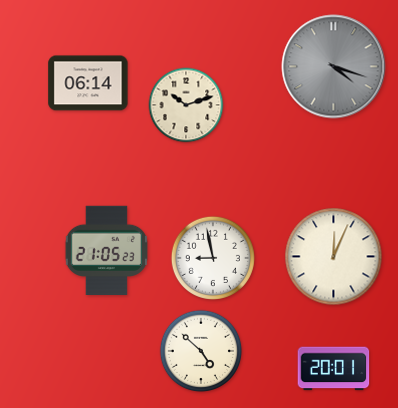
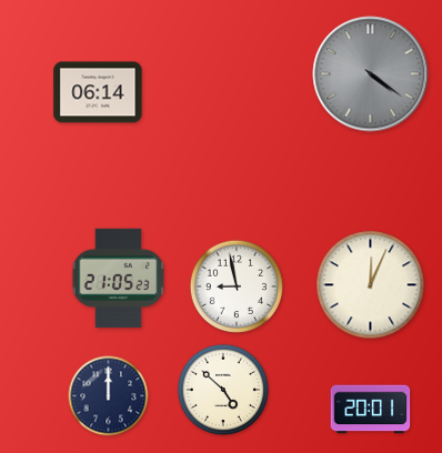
clock at (334, 67): 4:18 -> 4:21
clock at (186, 105): 10:12 -> none
clock at (109, 396): none -> 12:00
